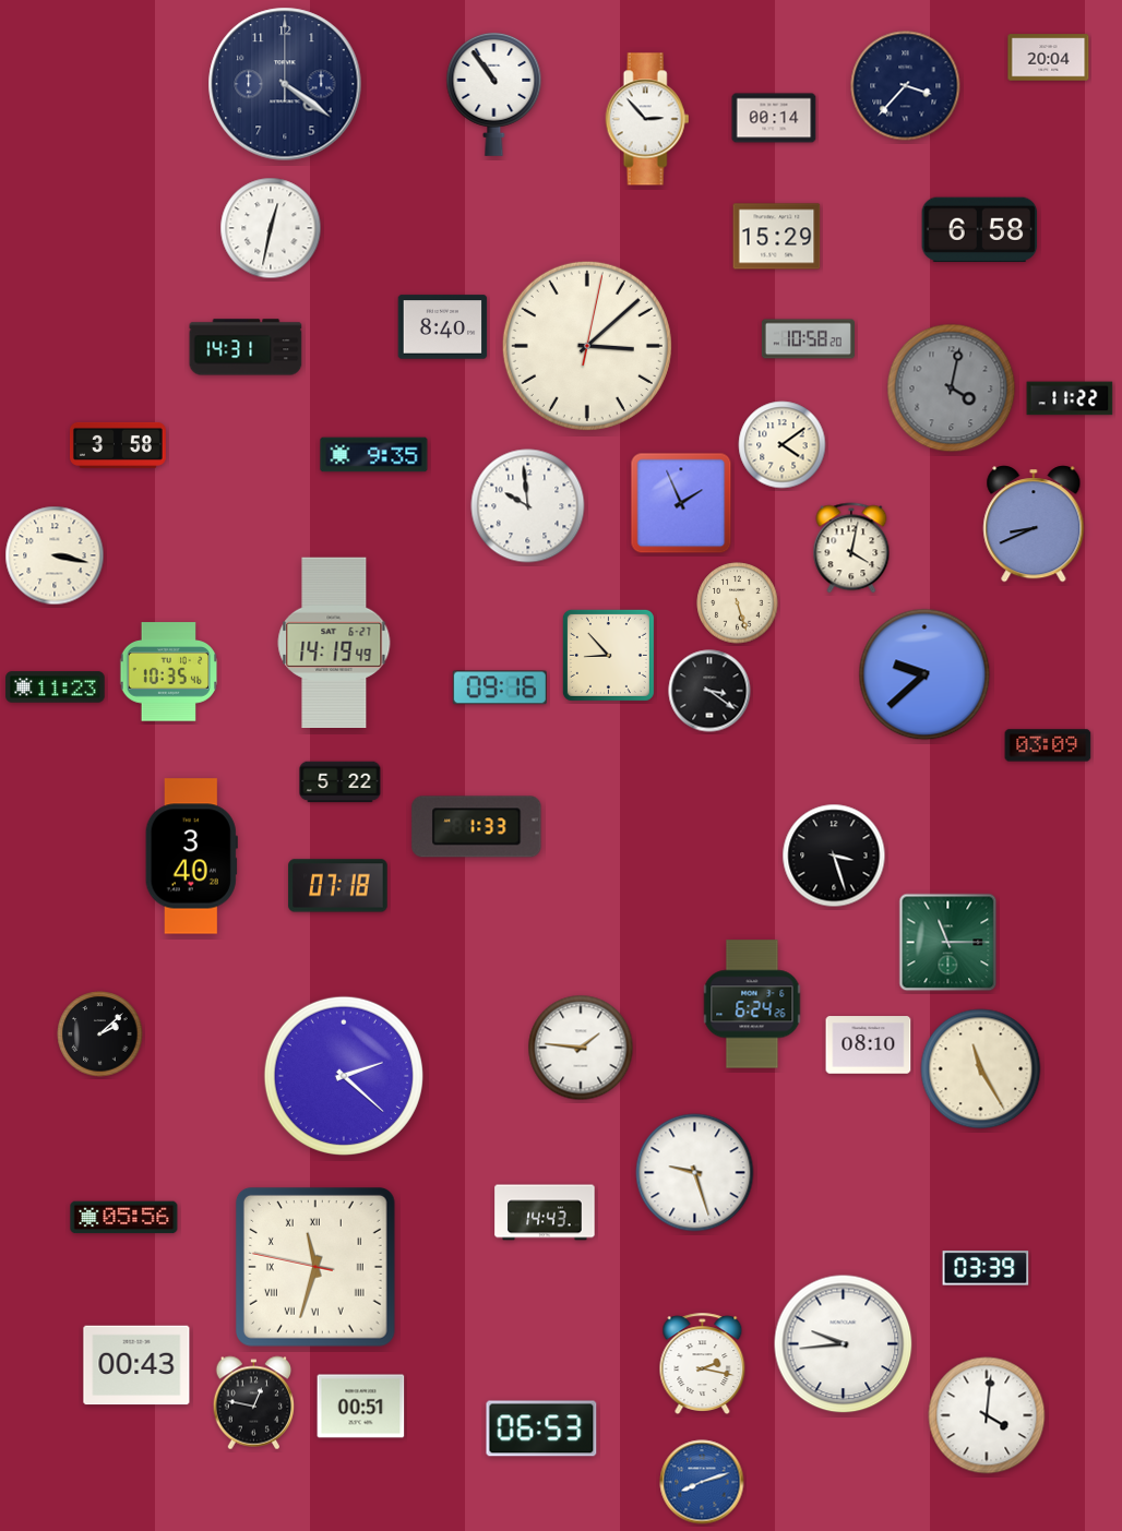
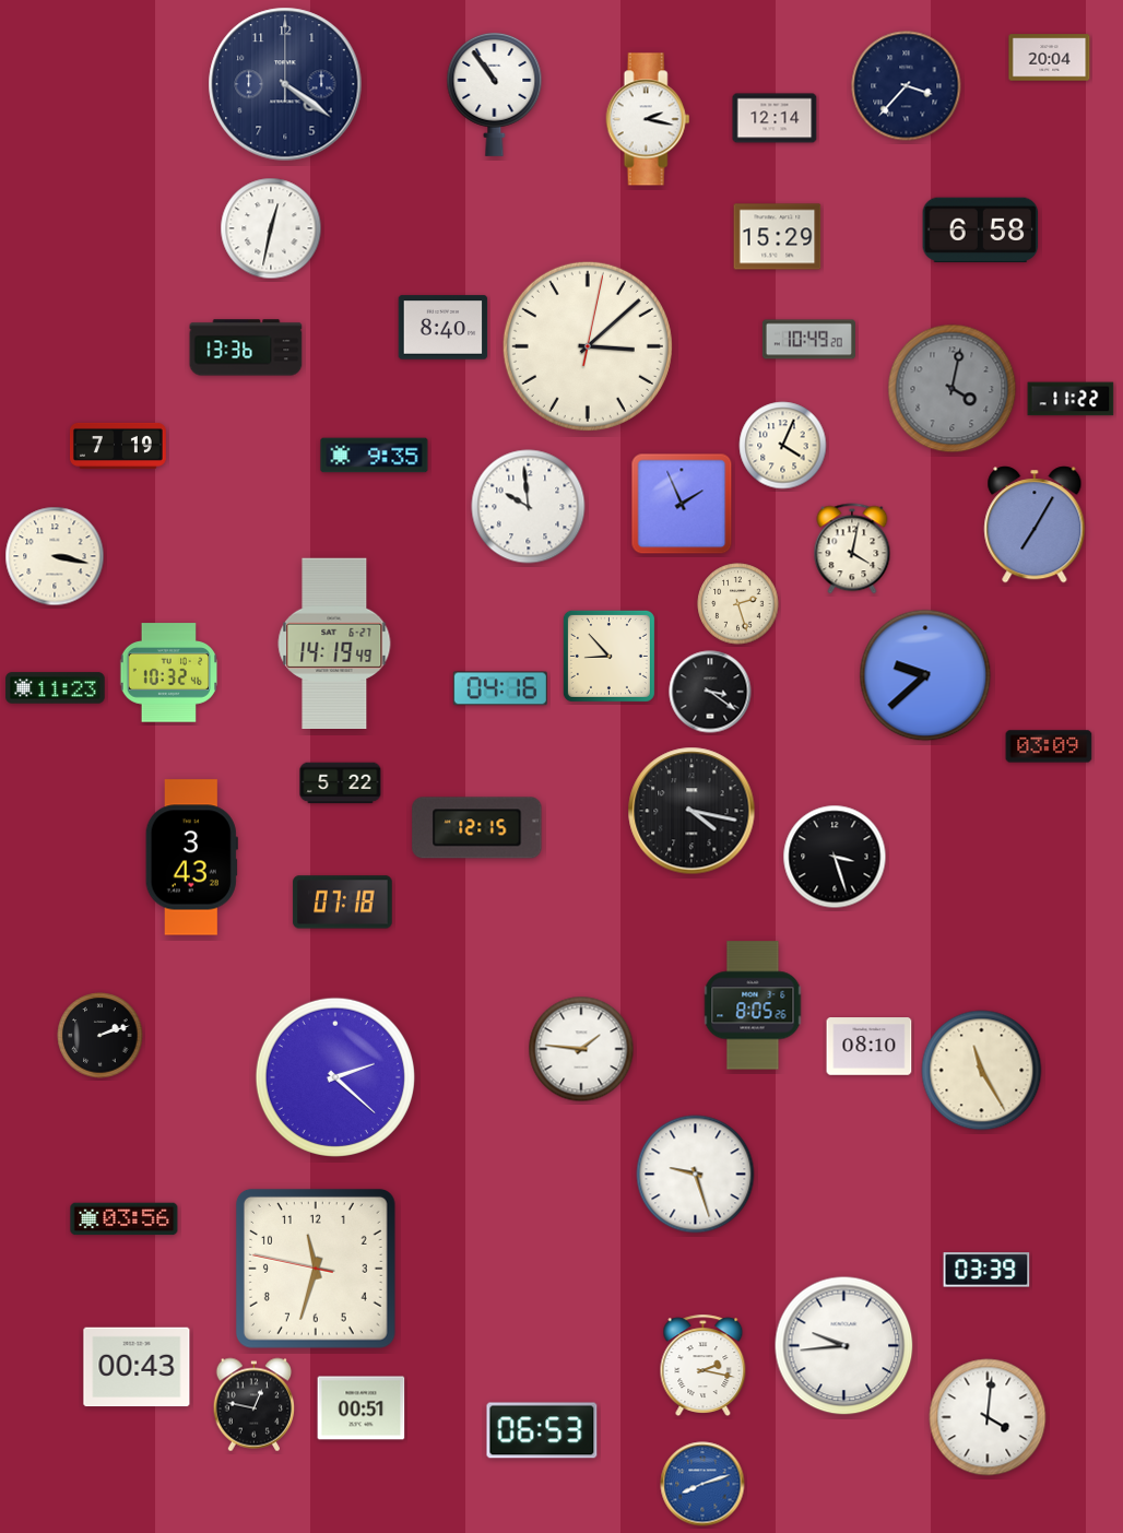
clock at (774, 118): 00:14 -> 12:14
clock at (647, 119): 2:53 -> 2:17
clock at (808, 339): 10:58 -> 10:49
clock at (246, 347): 14:31 -> 13:36
clock at (119, 445): 3:58 -> 7:19
clock at (783, 445): 4:09 -> 4:04
clock at (1034, 524): 8:41 -> 7:05
clock at (738, 603): 5:27 -> 2:27
clock at (169, 672): 10:35 -> 10:32
clock at (500, 687): 09:16 -> 04:16
clock at (691, 811): none -> 4:17
clock at (477, 827): 1:33 -> 12:15
clock at (191, 857): 3:40 -> 3:43
clock at (338, 886) position: (338, 886) -> (343, 903)
clock at (948, 943): 11:15 -> none
clock at (752, 1004): 6:24 -> 8:05
clock at (100, 1034): 2:08 -> 2:12
clock at (344, 1076) position: (344, 1076) -> (335, 1077)
clock at (545, 1212): 14:43 -> none
clock at (124, 1218): 05:56 -> 03:56
clock at (315, 1267) numerals: Roman -> Arabic
